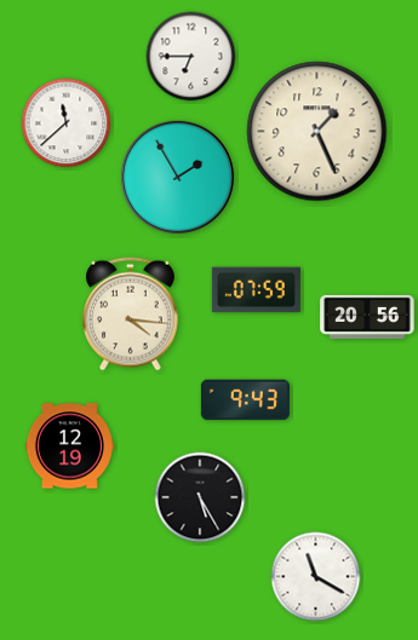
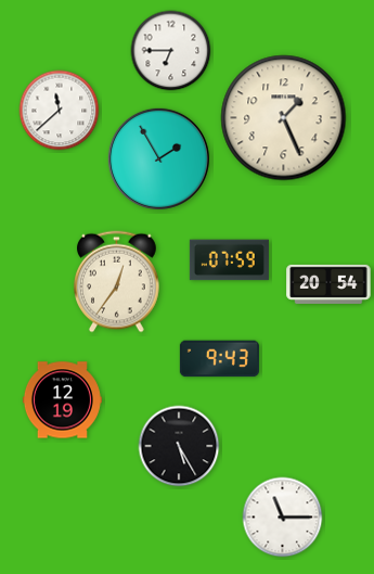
clock at (131, 315): 4:16 -> 12:36
clock at (367, 317): 20:56 -> 20:54
clock at (316, 577): 11:20 -> 11:15
